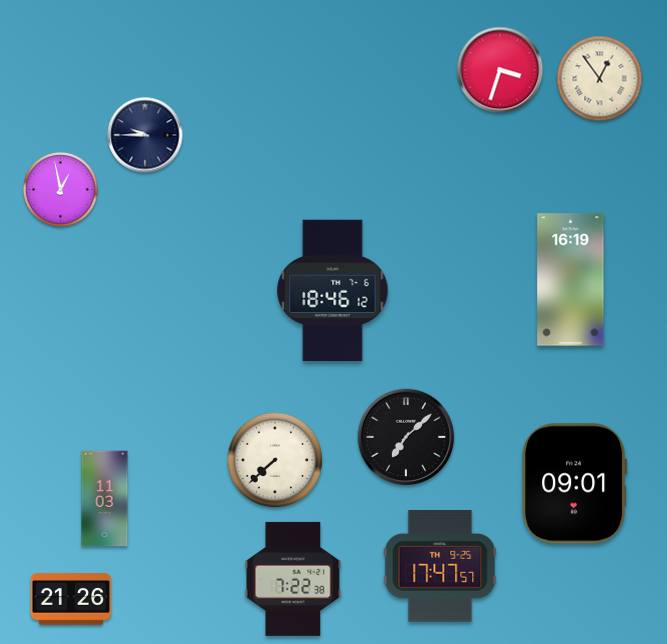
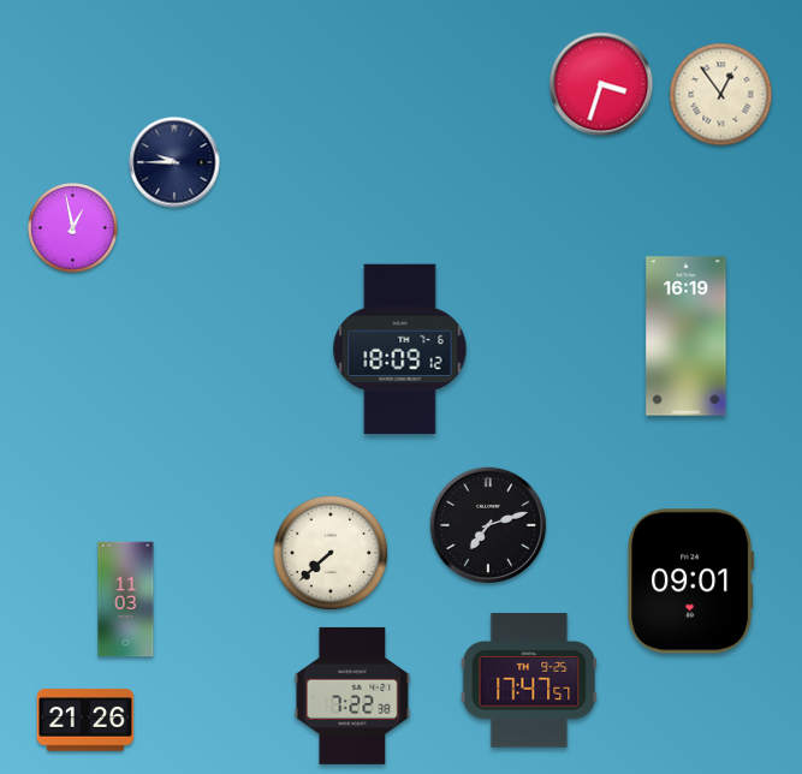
clock at (333, 291): 18:46 -> 18:09
clock at (406, 437): 7:08 -> 7:12
